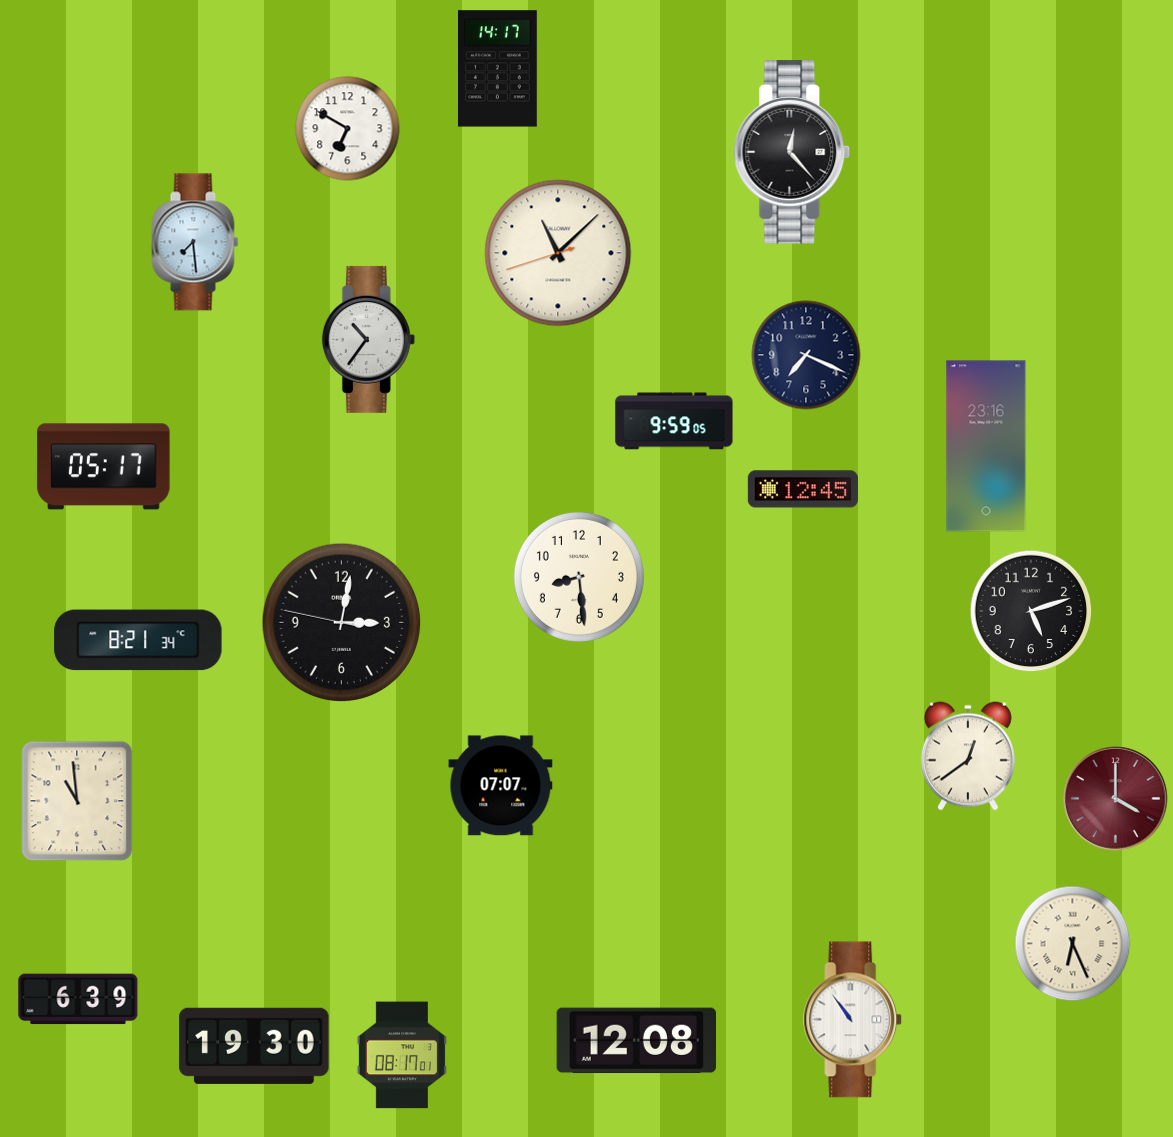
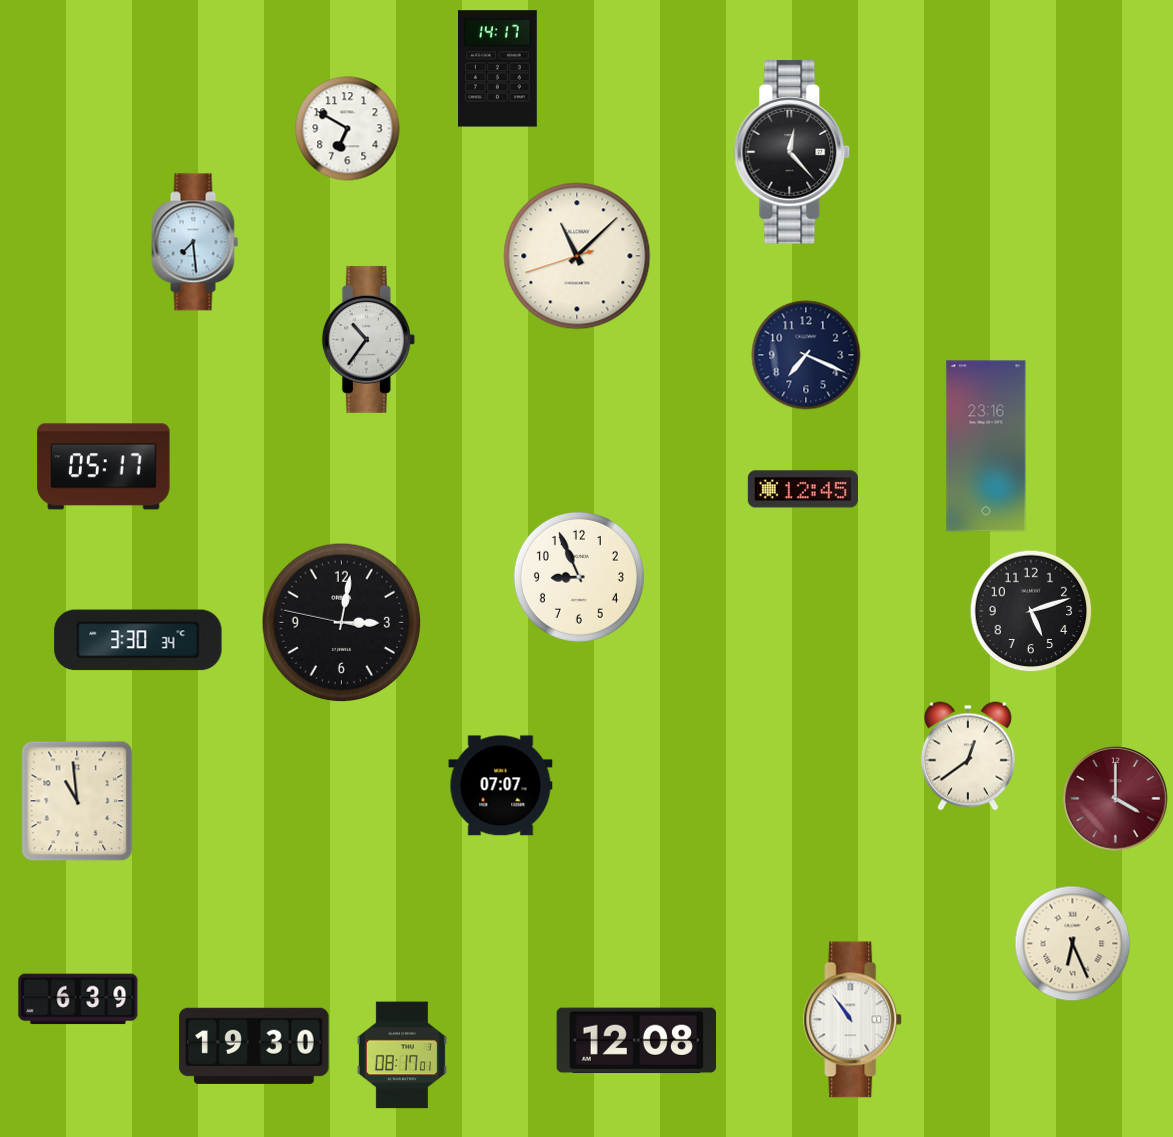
clock at (558, 253) position: (558, 253) -> (577, 256)
clock at (674, 421): 9:59 -> none
clock at (579, 577): 8:29 -> 8:56
clock at (138, 640): 8:21 -> 3:30
